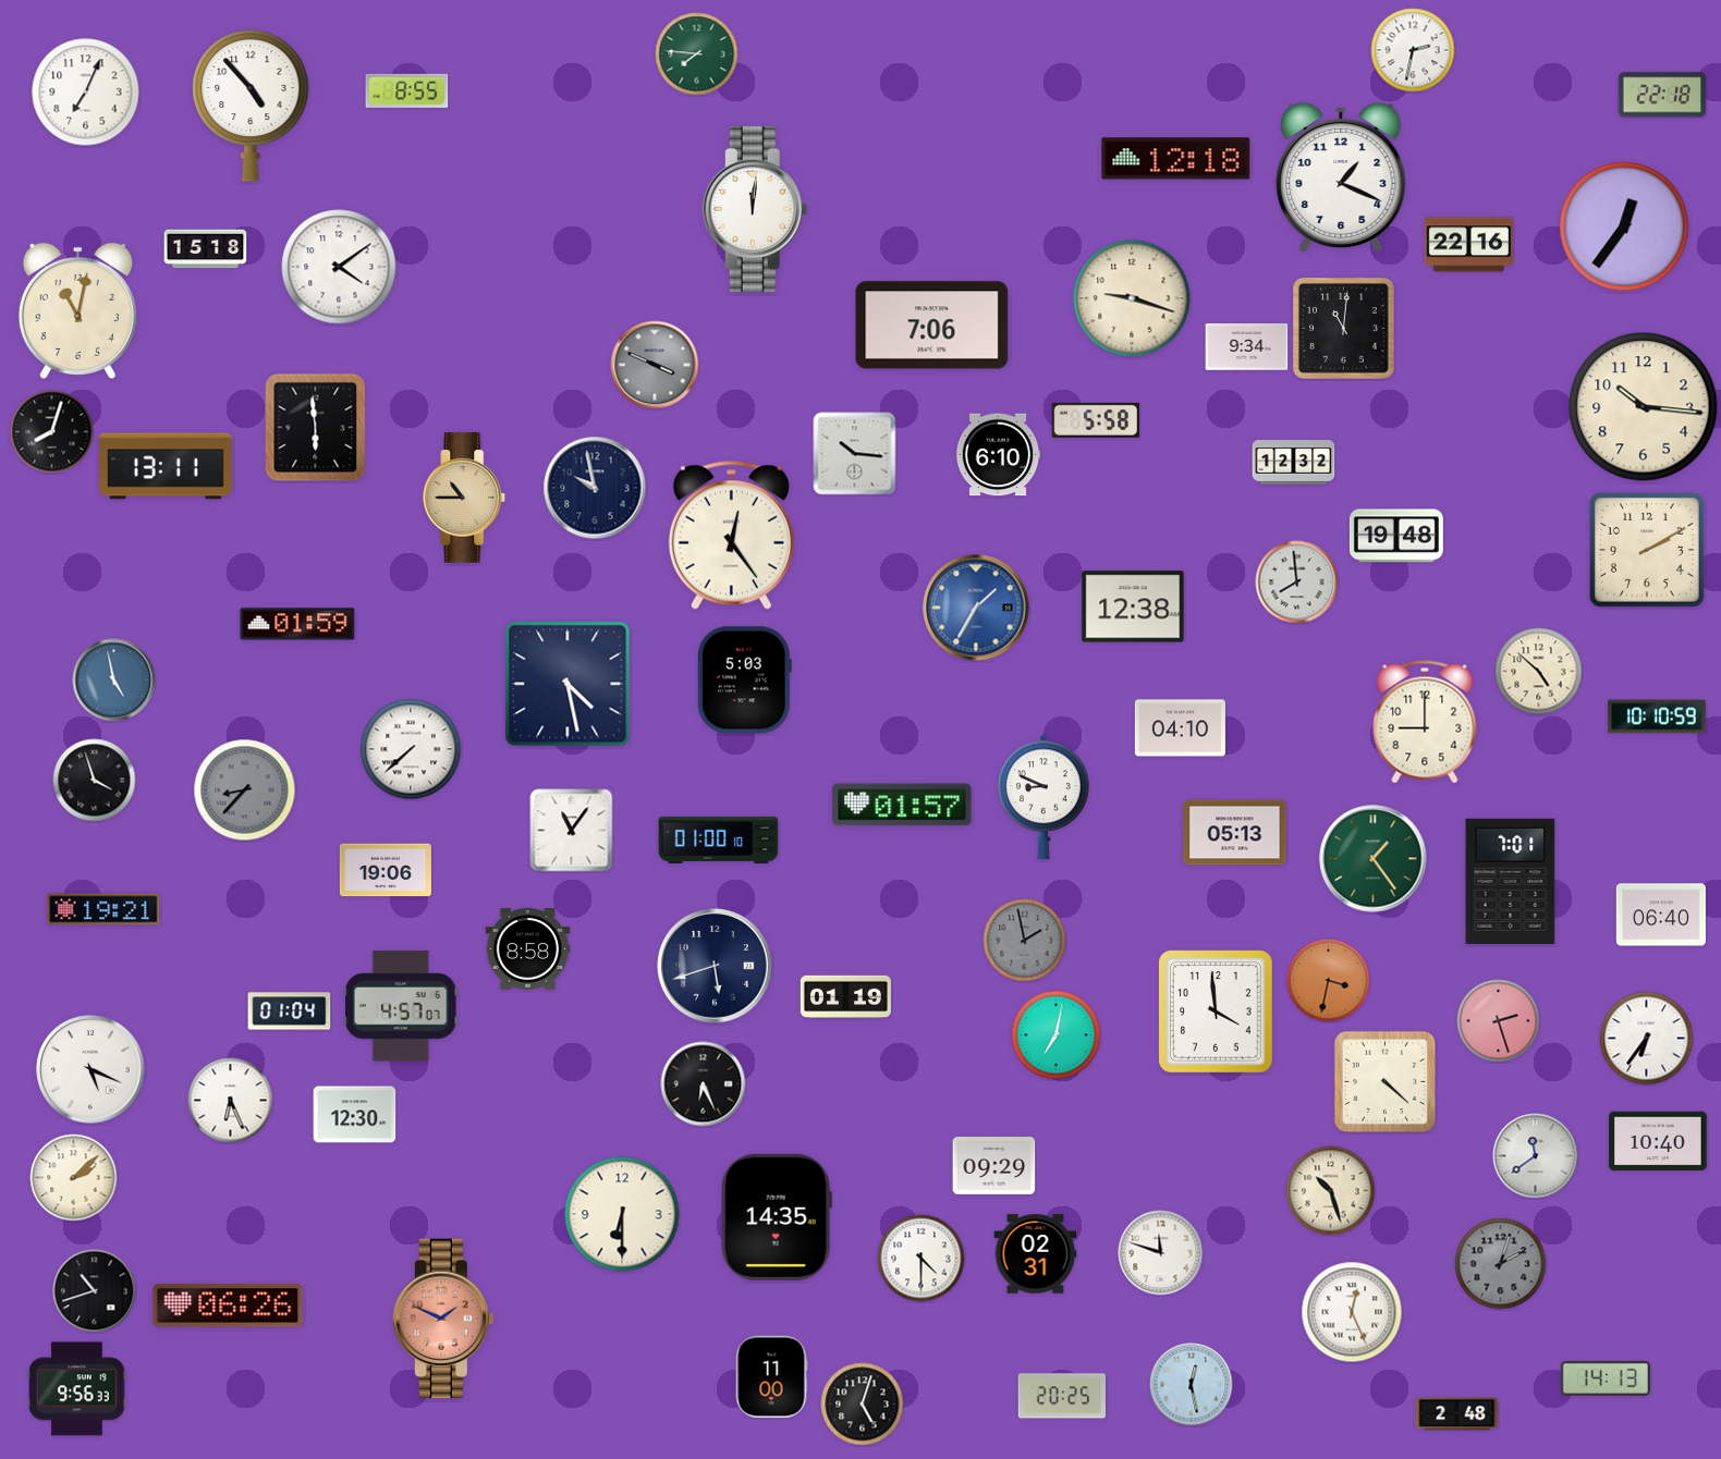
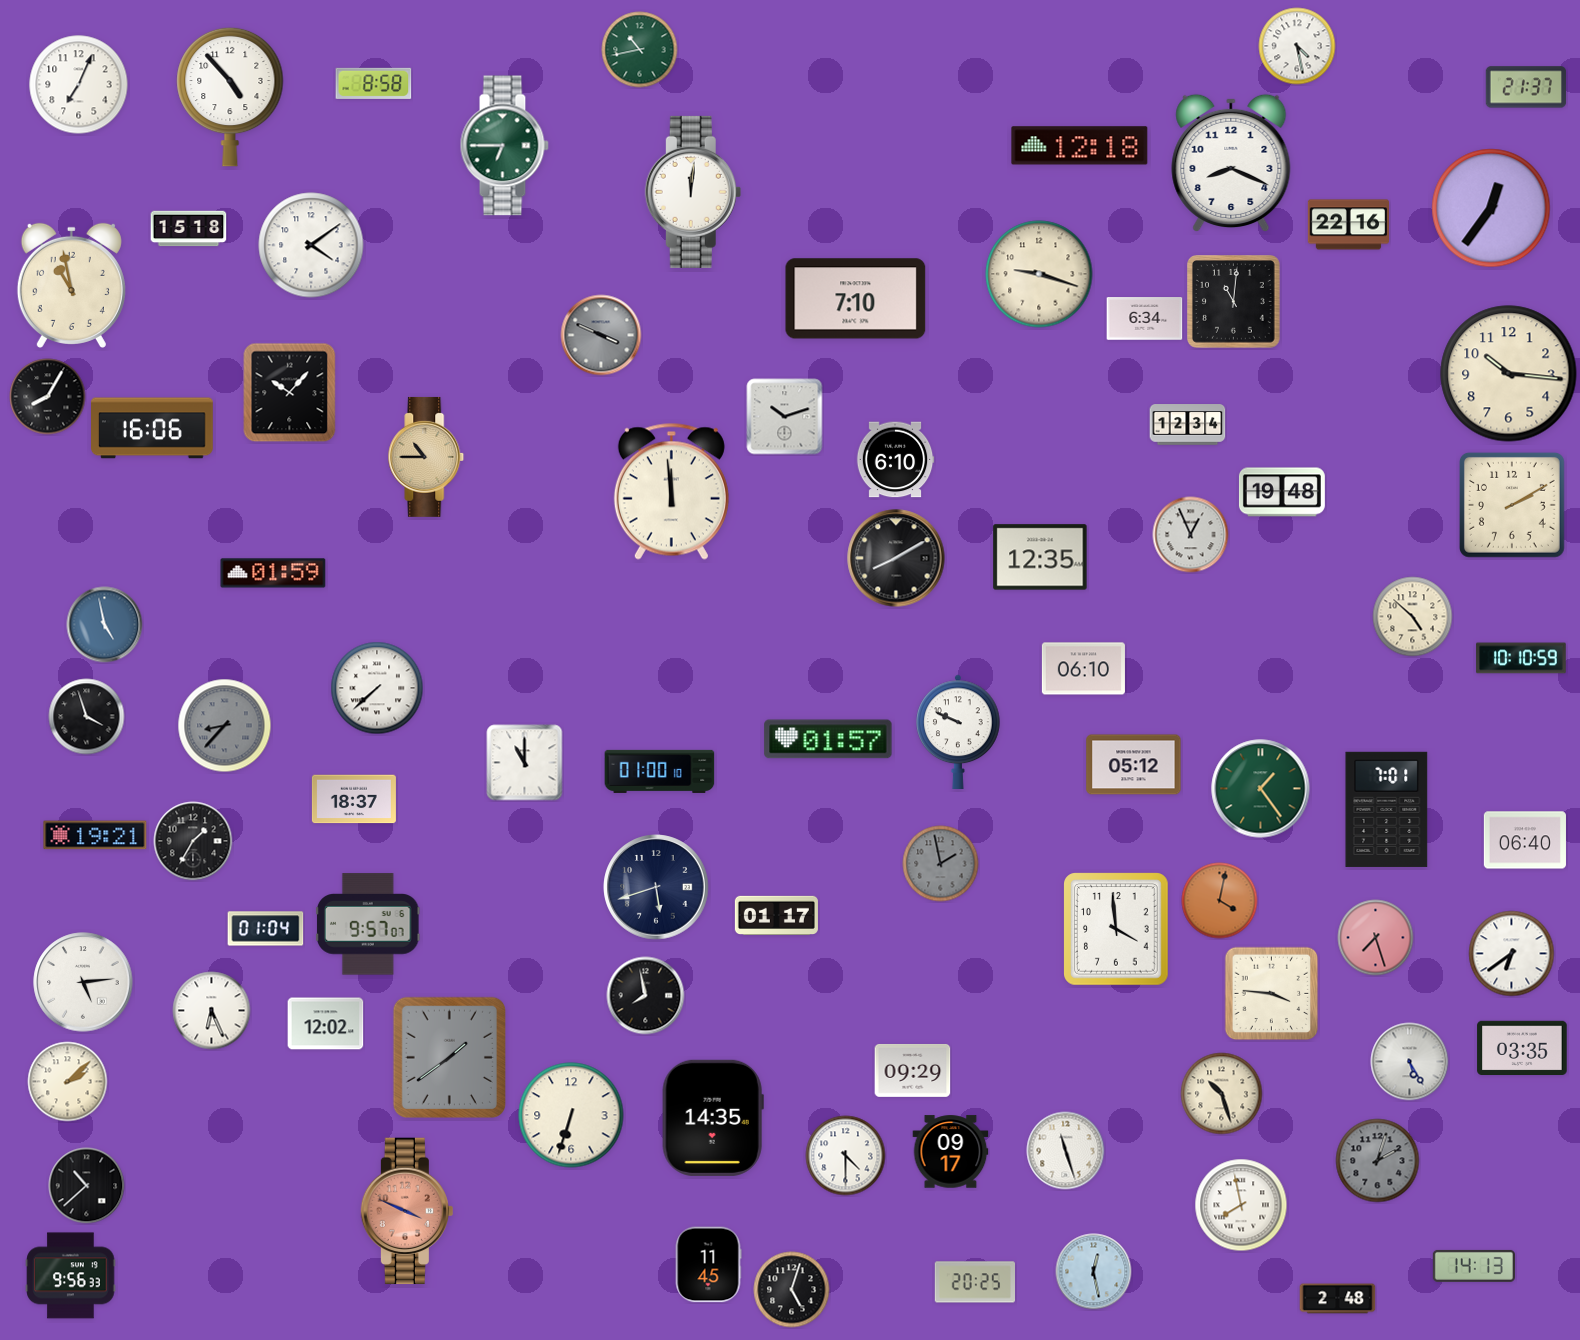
clock at (1413, 50): 2:32 -> 4:28
clock at (697, 54): 7:46 -> 10:43
clock at (407, 90): 8:55 -> 8:58
clock at (1662, 95): 22:18 -> 21:37
clock at (504, 146): none -> 6:45
clock at (1341, 176): 1:19 -> 8:19
clock at (77, 310): 11:02 -> 10:58
clock at (932, 326): 7:06 -> 7:10
clock at (1247, 347): 9:34 -> 6:34
clock at (1096, 420): 5:58 -> none
clock at (316, 428): 5:59 -> 10:07
clock at (52, 432): 8:03 -> 8:05
clock at (855, 454): 10:16 -> 10:12
clock at (998, 455) position: (998, 455) -> (895, 460)
clock at (1294, 463): 12:32 -> 12:34
clock at (167, 466): 13:11 -> 16:06
clock at (595, 488): 9:58 -> none
clock at (731, 535): 12:24 -> 11:59
clock at (1297, 583): 7:59 -> 12:56
clock at (1133, 606): 12:38 -> 12:35
clock at (976, 608): 1:35 -> 8:10
clock at (976, 608) dial: blue -> black
clock at (744, 681): 5:03 -> none
clock at (567, 684): 4:28 -> none
clock at (1425, 722): 9:00 -> none
clock at (1180, 728): 04:10 -> 06:10
clock at (1043, 796): 8:49 -> 9:49
clock at (572, 831): 11:06 -> 11:00
clock at (1235, 833): 05:13 -> 05:12
clock at (386, 870): 19:06 -> 18:37
clock at (193, 841): none -> 1:35
clock at (528, 949): 8:58 -> none
clock at (1329, 981): 3:32 -> 4:02
clock at (845, 996): 01:19 -> 01:17
clock at (401, 1006): 4:57 -> 9:57
clock at (1499, 1021): 2:27 -> 7:27
clock at (1057, 1035): 7:02 -> none
clock at (1647, 1039): 6:36 -> 6:39
clock at (90, 1069): 5:19 -> 5:14
clock at (1386, 1082): 4:22 -> 3:46
clock at (704, 1084): 6:26 -> 7:58
clock at (355, 1115): 12:30 -> 12:02
clock at (1658, 1141): 10:40 -> 03:35
clock at (449, 1057): none -> 1:39
clock at (1536, 1156): 11:39 -> 5:25
clock at (622, 1214): 6:30 -> 6:33
clock at (1161, 1253): 11:48 -> 11:27
clock at (1036, 1254): 02:31 -> 09:17
clock at (95, 1291): 10:42 -> 10:38
clock at (228, 1305): 06:26 -> none
clock at (1352, 1312): 12:26 -> 7:58
clock at (443, 1319): 1:49 -> 3:49
clock at (771, 1377): 11:00 -> 11:45
